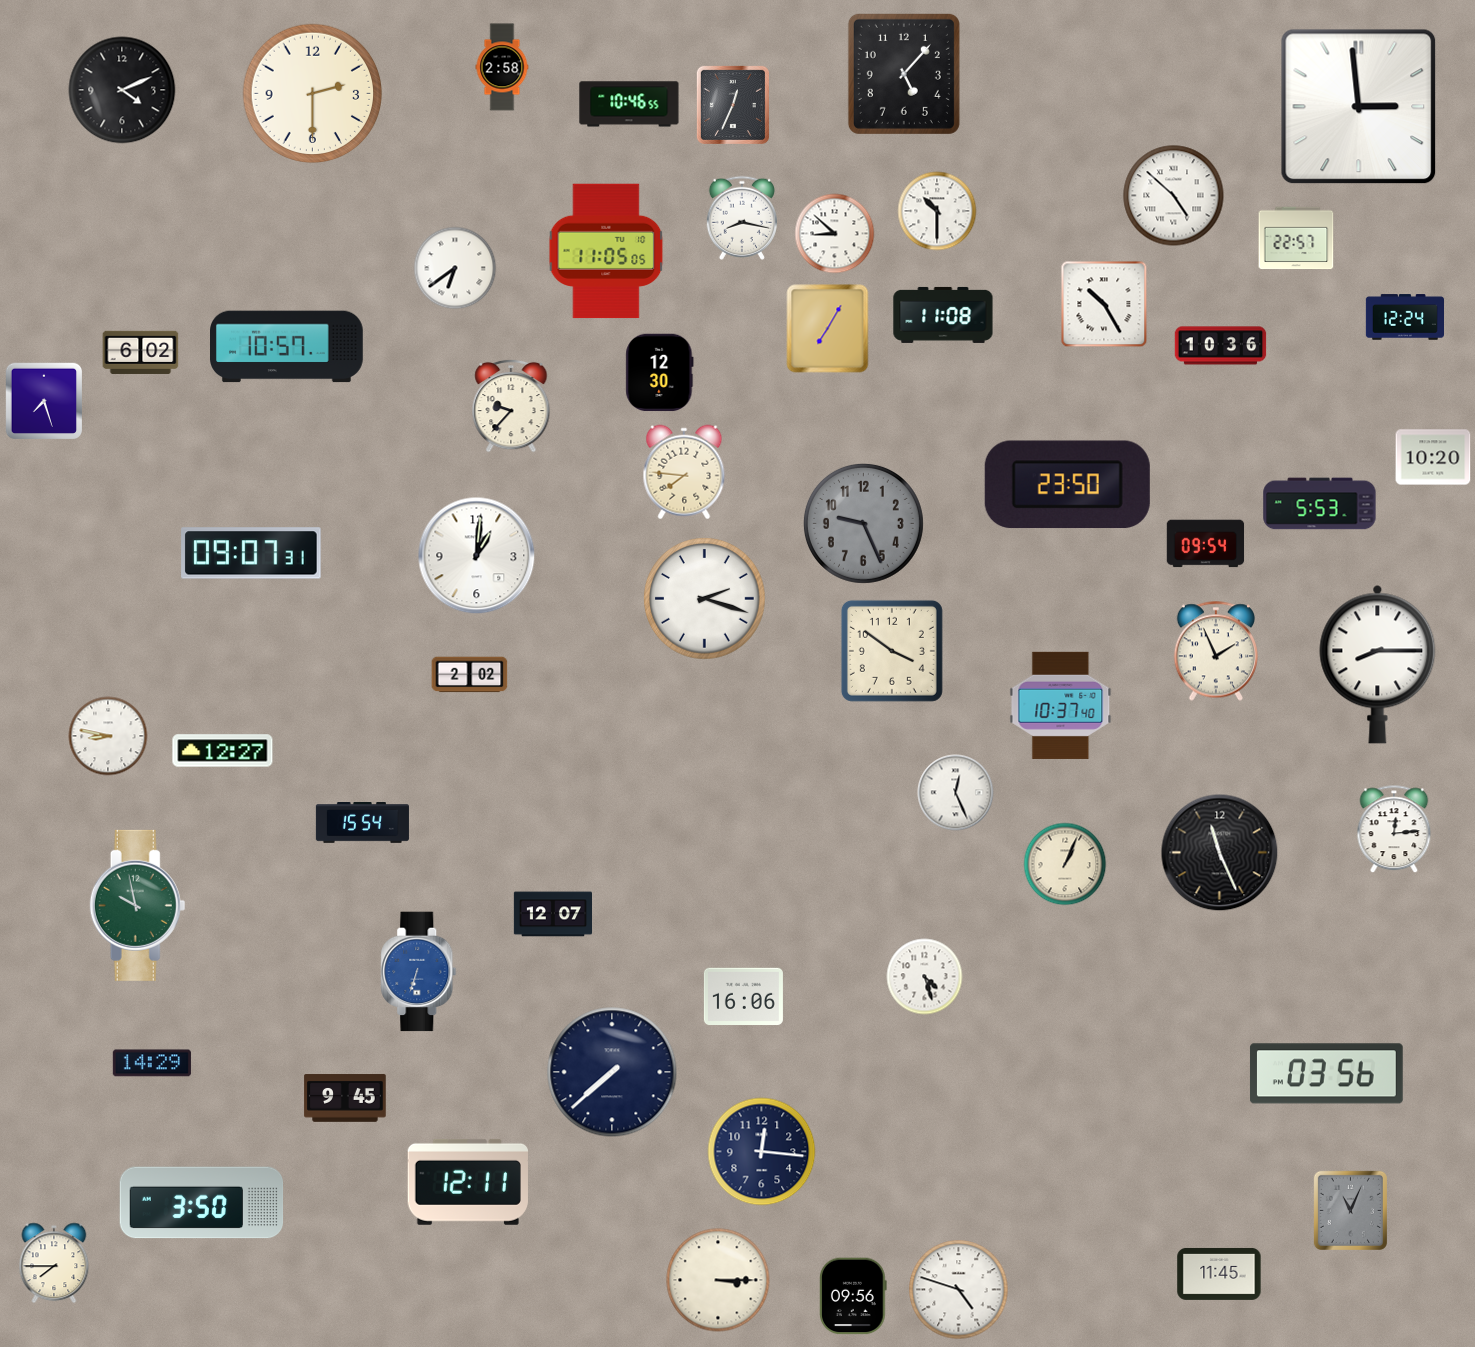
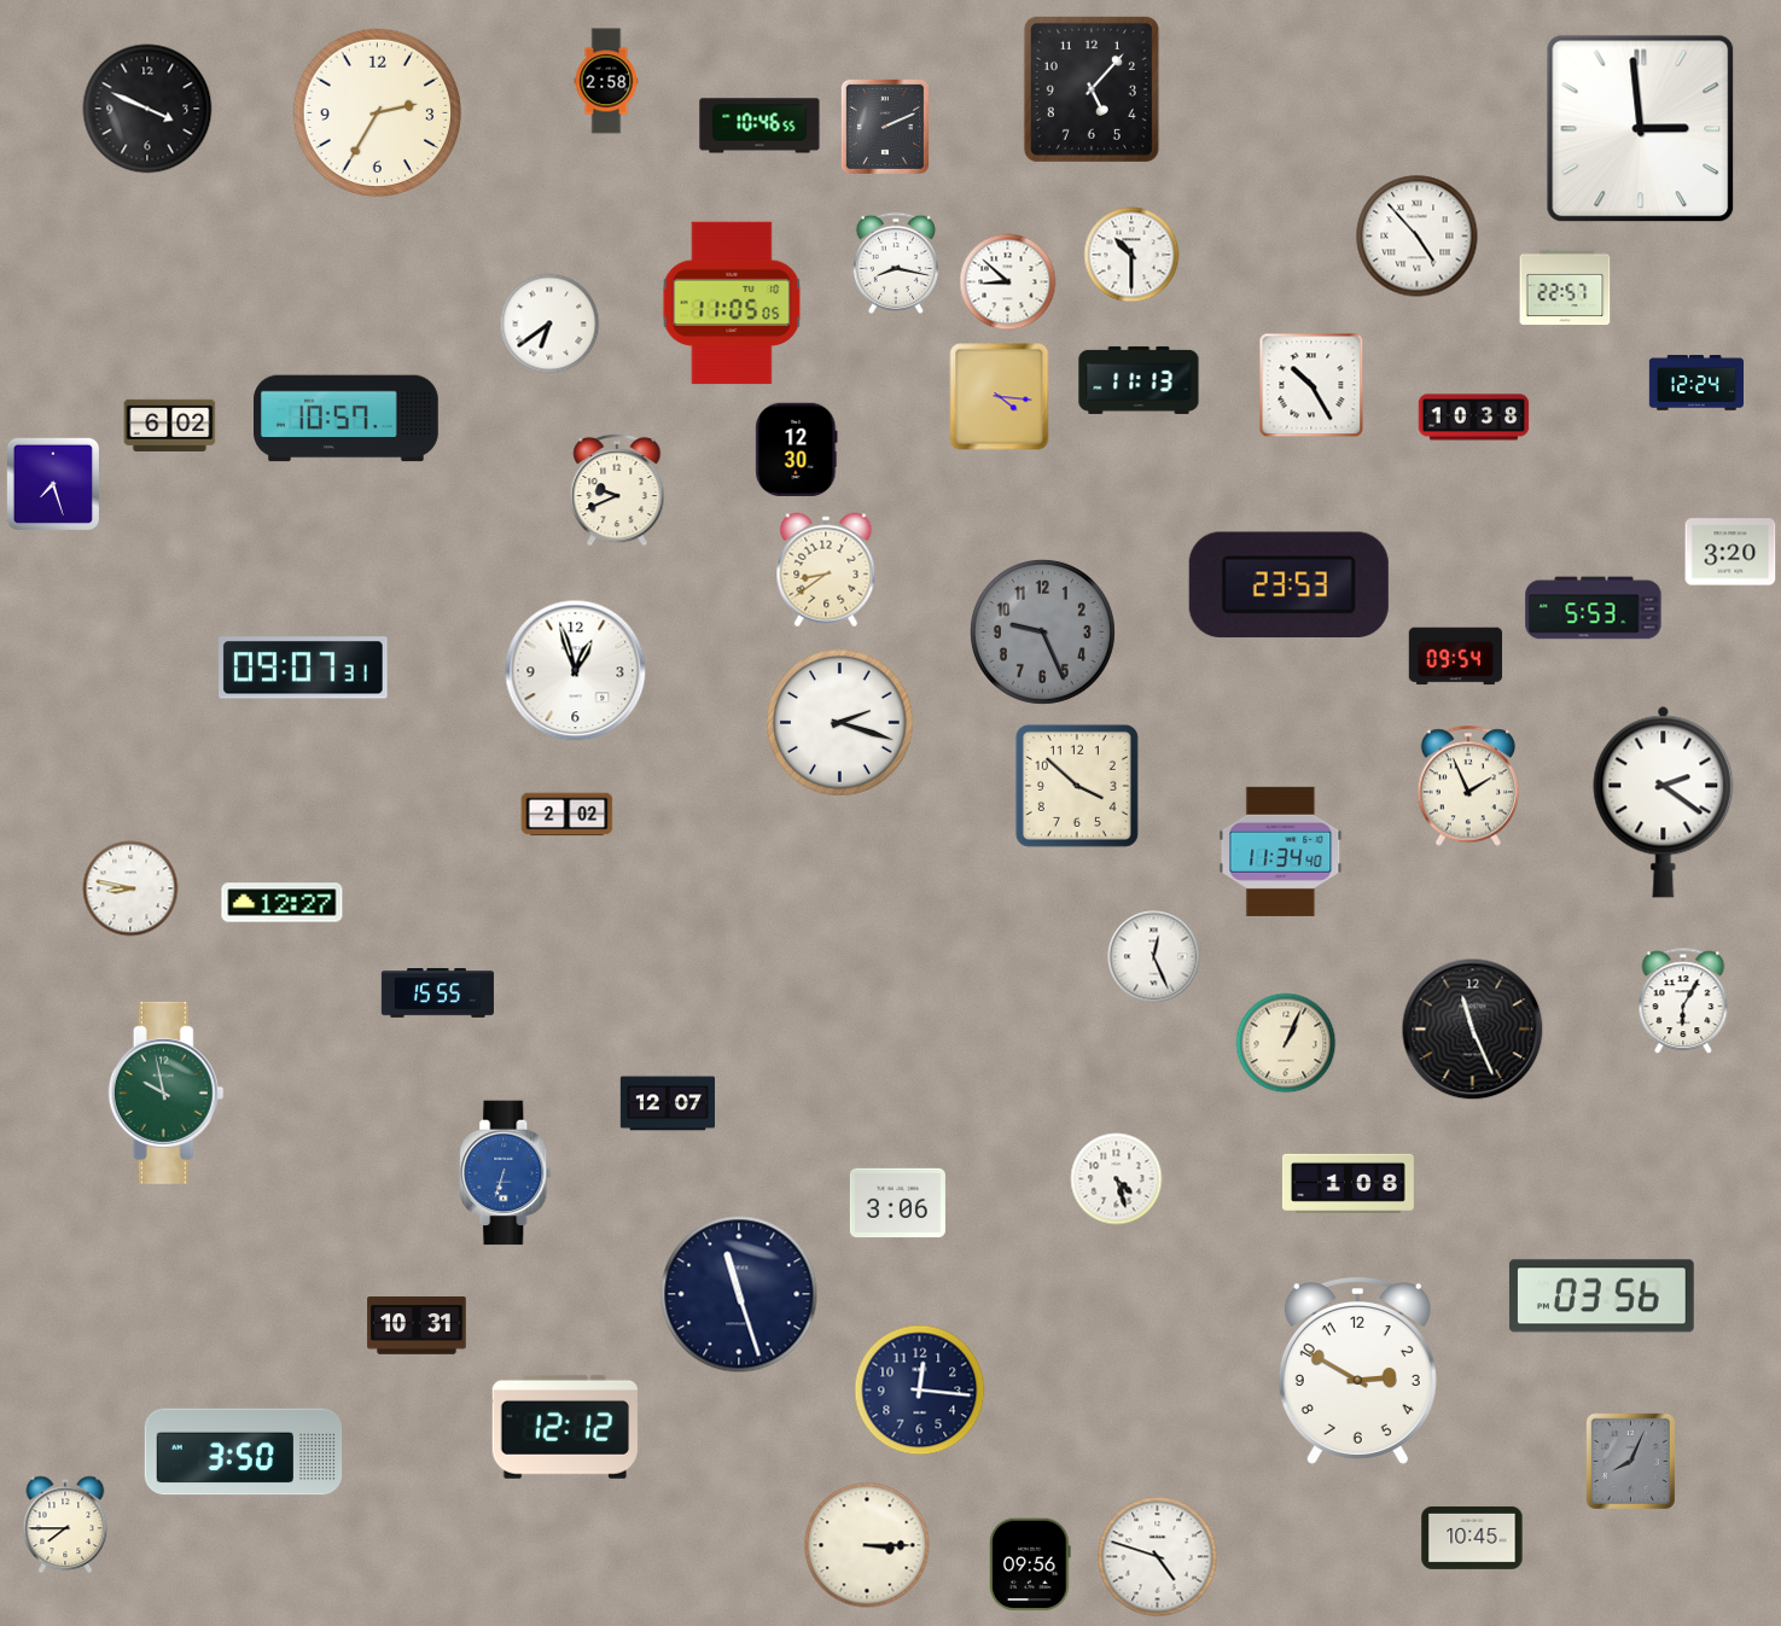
clock at (122, 90): 4:11 -> 3:49
clock at (313, 94): 2:30 -> 2:35
clock at (733, 105): 12:34 -> 2:11
clock at (1174, 196): 4:52 -> 4:53
clock at (1104, 304) position: (1104, 304) -> (1311, 385)
clock at (943, 315): 11:08 -> 11:13
clock at (828, 329): 7:05 -> 4:16
clock at (1221, 346): 10:36 -> 10:38
clock at (511, 406): 9:37 -> 9:41
clock at (1433, 457): 10:20 -> 3:20
clock at (684, 472): 7:46 -> 8:39
clock at (1067, 485): 23:50 -> 23:53
clock at (477, 556): 1:01 -> 12:57
clock at (705, 599) position: (705, 599) -> (840, 723)
clock at (892, 651): 3:51 -> 3:52
clock at (1378, 664): 8:15 -> 2:21
clock at (1061, 705): 10:37 -> 11:34
clock at (223, 751) position: (223, 751) -> (283, 903)
clock at (362, 823): 15:54 -> 15:55
clock at (1394, 830): 12:14 -> 6:05
clock at (1348, 1183): none -> 1:08
clock at (743, 997): 16:06 -> 3:06
clock at (152, 1063): 14:29 -> none
clock at (612, 1072): 7:38 -> 11:27
clock at (345, 1098): 9:45 -> 10:31
clock at (1357, 1371): none -> 2:50
clock at (468, 1182): 12:11 -> 12:12
clock at (1350, 1210): 11:04 -> 8:04
clock at (1219, 1274): 11:45 -> 10:45
